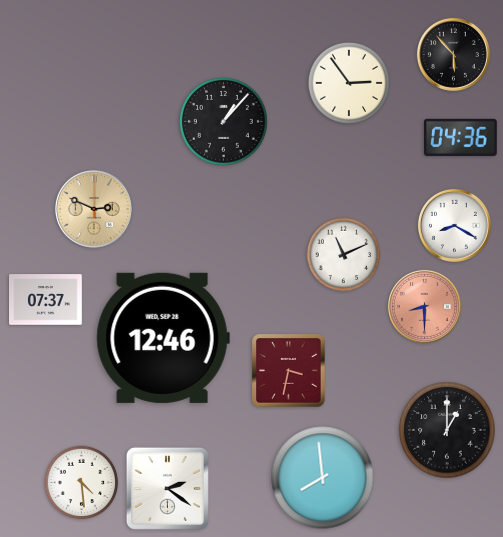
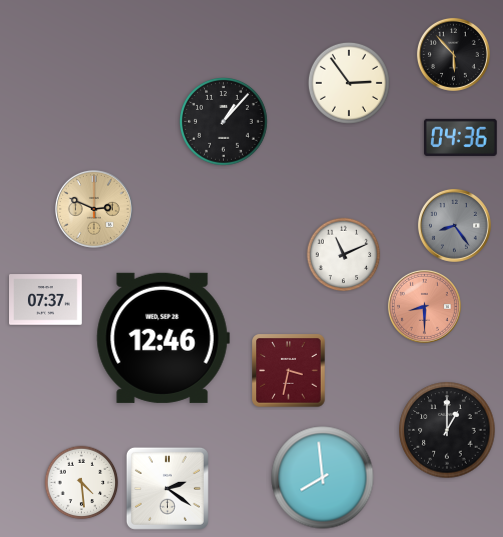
clock at (454, 225): 8:20 -> 8:24
clock at (454, 225) dial: white -> grey
